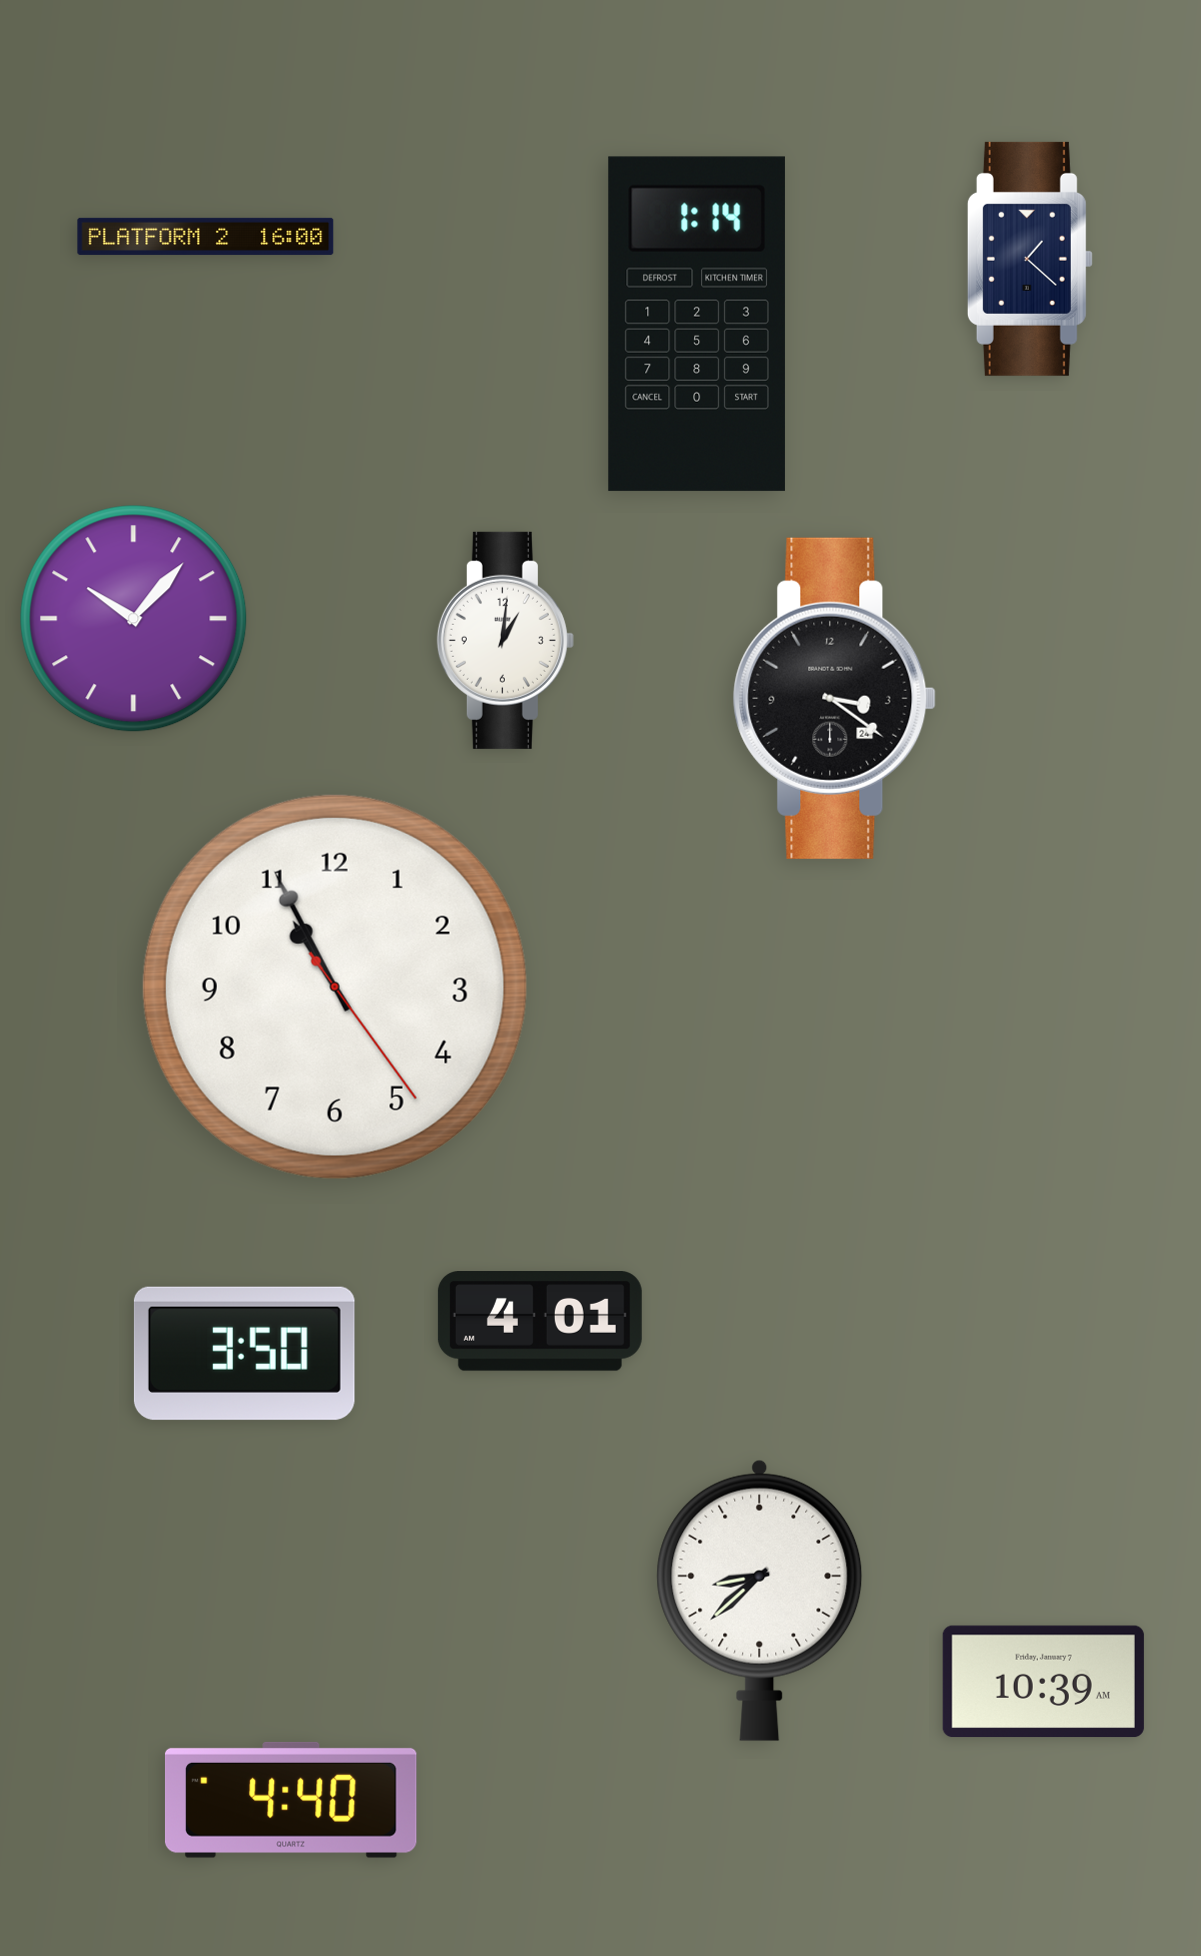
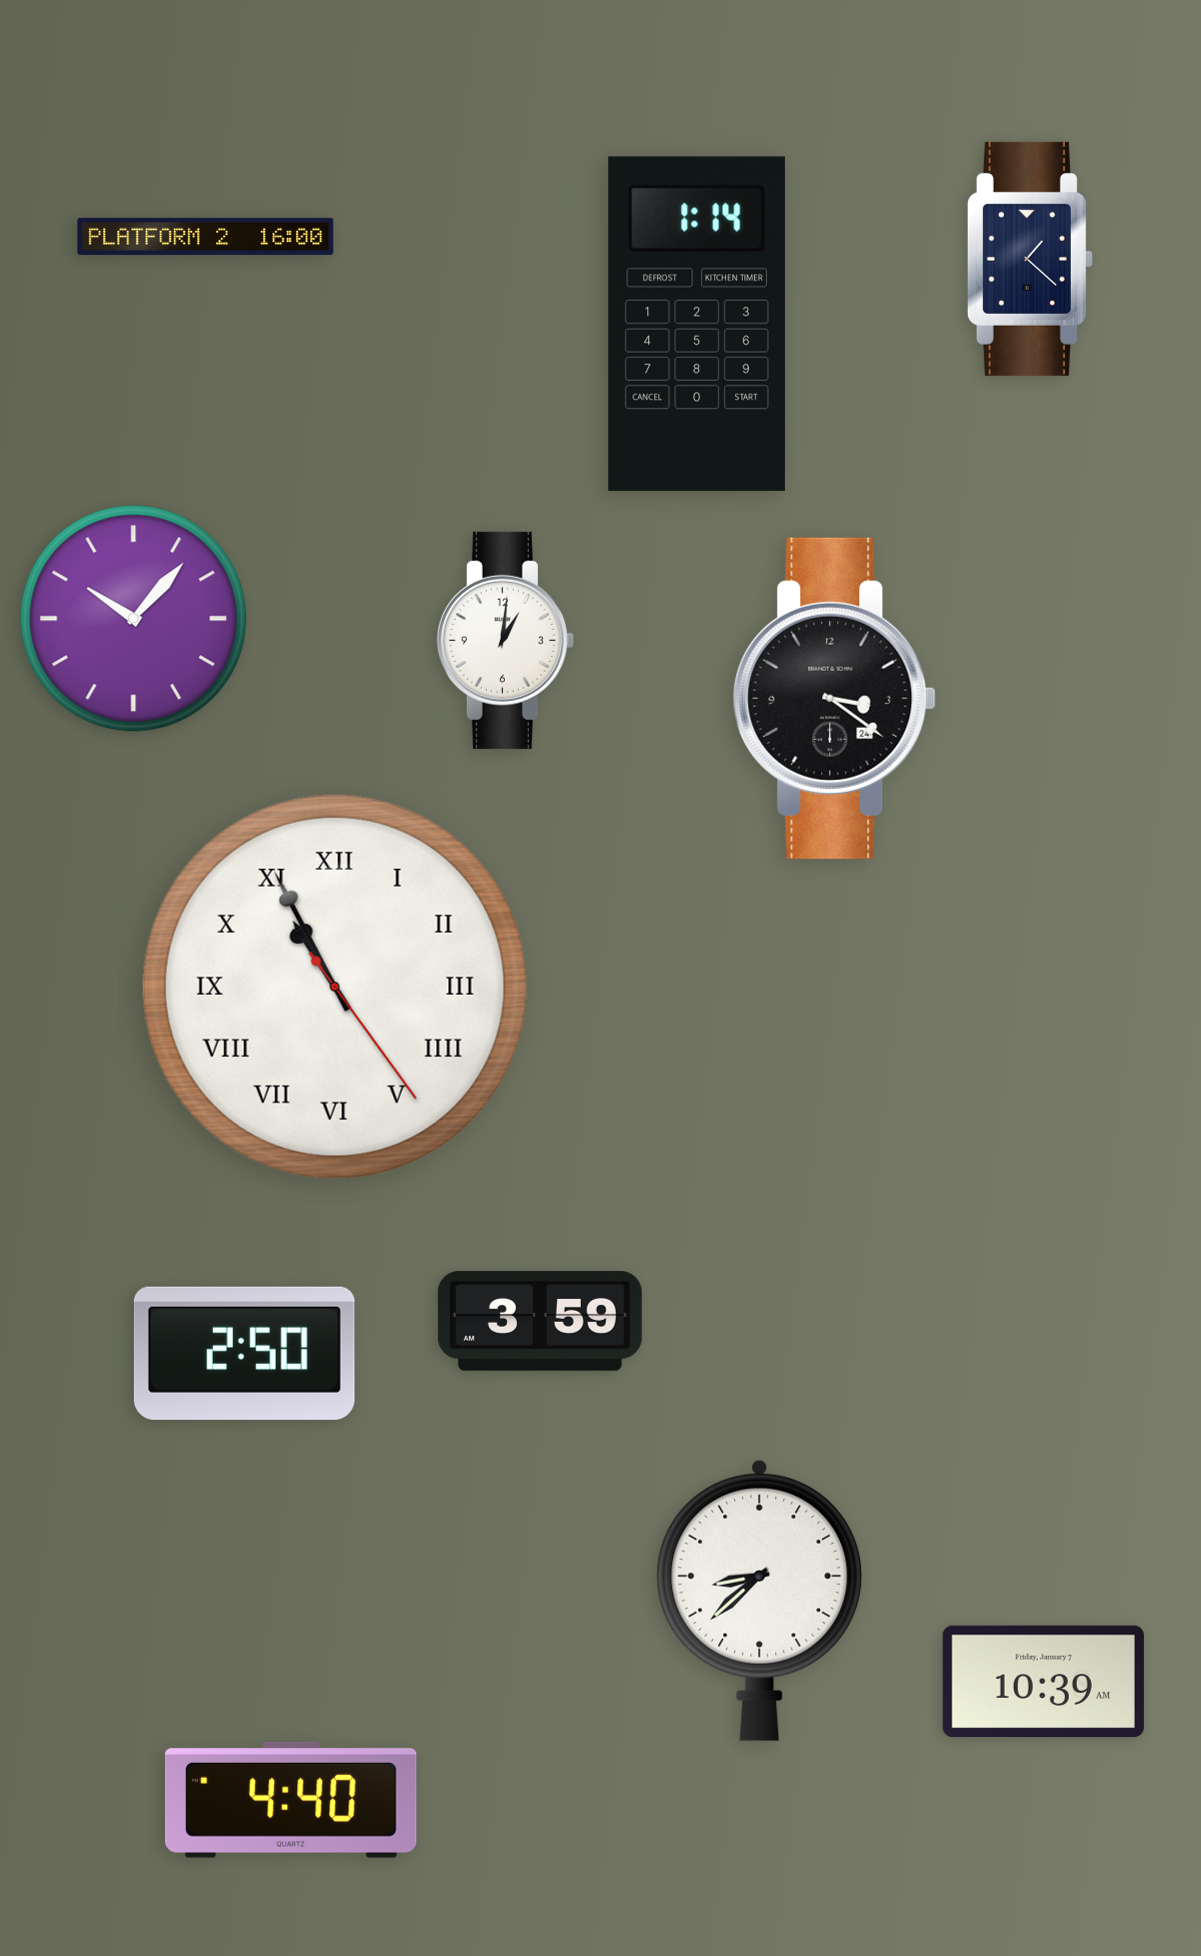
clock at (335, 987) numerals: Arabic -> Roman
clock at (540, 1322): 4:01 -> 3:59
clock at (244, 1353): 3:50 -> 2:50
